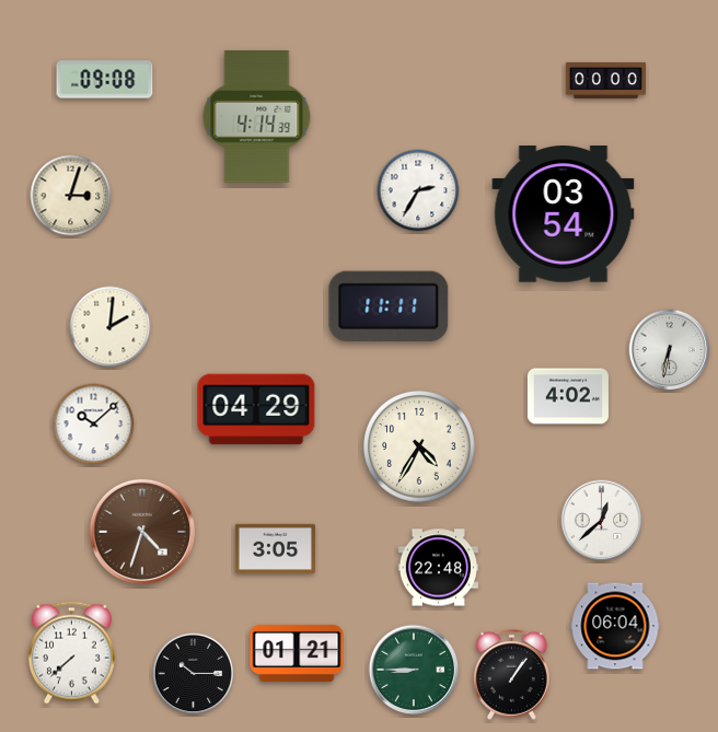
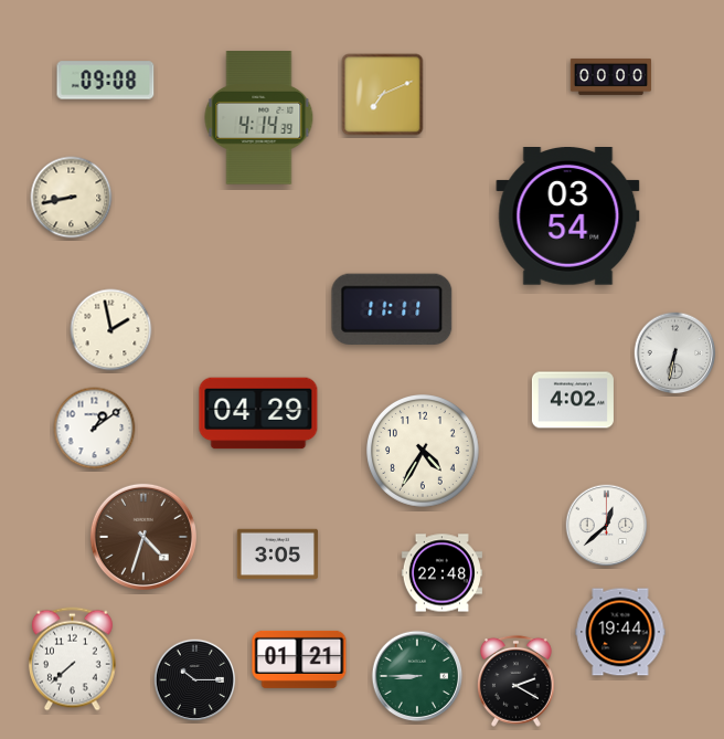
clock at (605, 80) position: (605, 80) -> (610, 76)
clock at (383, 95): none -> 7:11
clock at (418, 190): 2:35 -> none
clock at (71, 196): 3:03 -> 8:43
clock at (111, 327): 2:01 -> 1:58
clock at (94, 425): 10:08 -> 1:09
clock at (615, 626): 06:04 -> 19:44
clock at (511, 674): 1:06 -> 2:20
